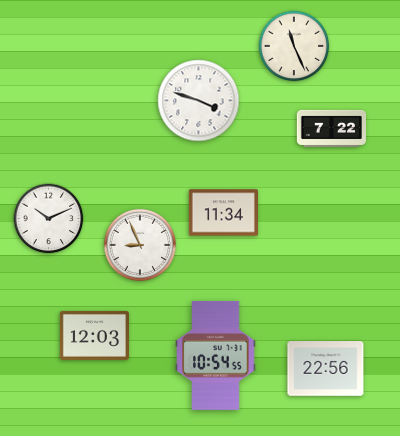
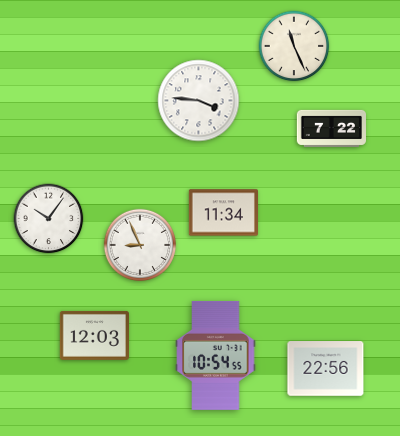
clock at (199, 101): 3:48 -> 3:46
clock at (49, 219): 10:11 -> 10:06
